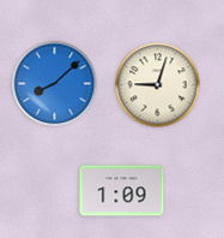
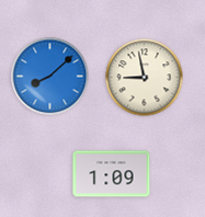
clock at (158, 85): 9:03 -> 8:58
